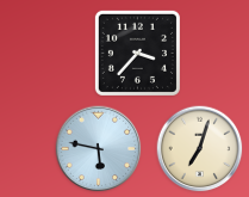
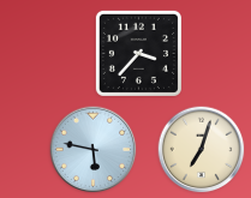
clock at (99, 149) position: (99, 149) -> (94, 150)
